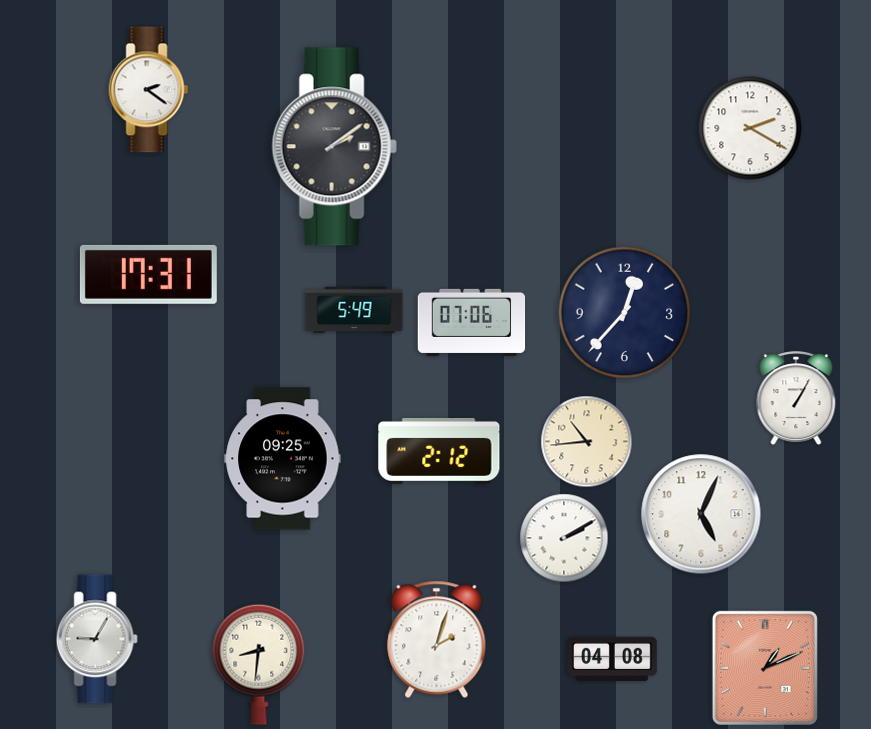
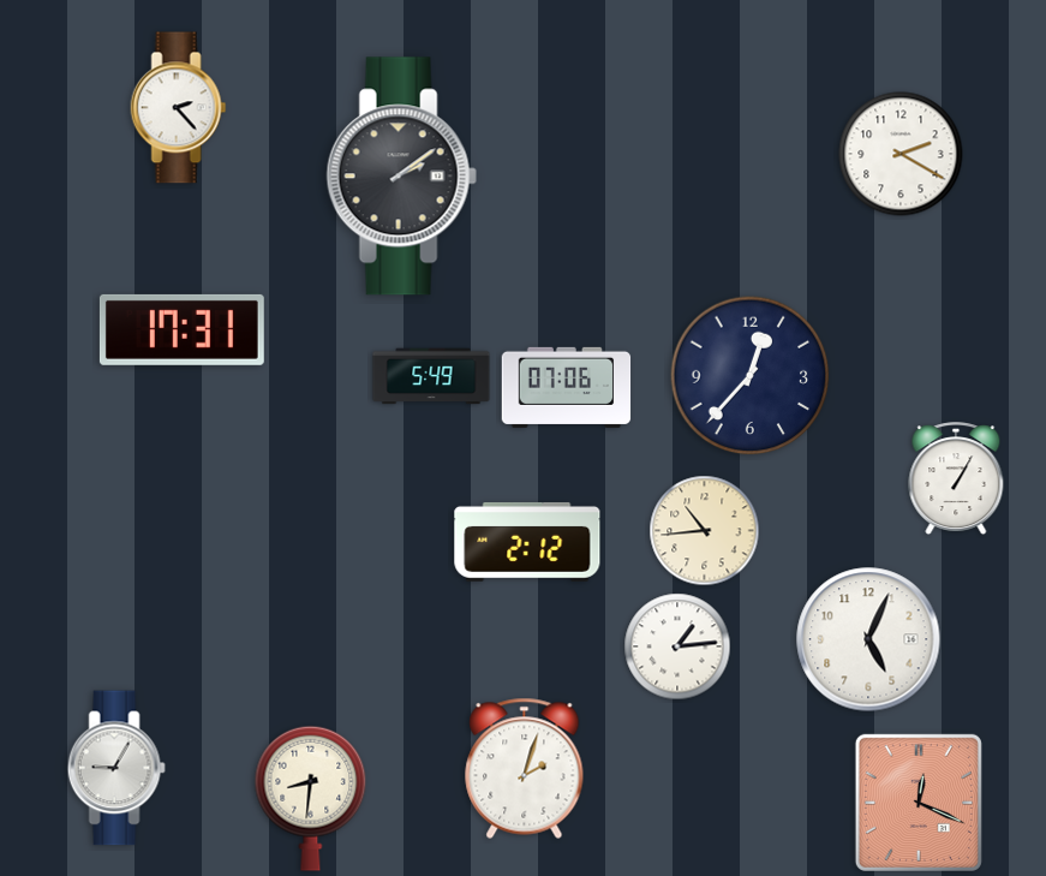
clock at (149, 90): 2:21 -> 2:23
clock at (148, 274) position: (148, 274) -> (181, 329)
clock at (354, 310) position: (354, 310) -> (431, 376)
clock at (283, 459): 09:25 -> none
clock at (701, 514) position: (701, 514) -> (868, 639)
clock at (564, 538): 2:10 -> 1:14
clock at (612, 659): 04:08 -> none
clock at (765, 668): 1:11 -> 12:19
